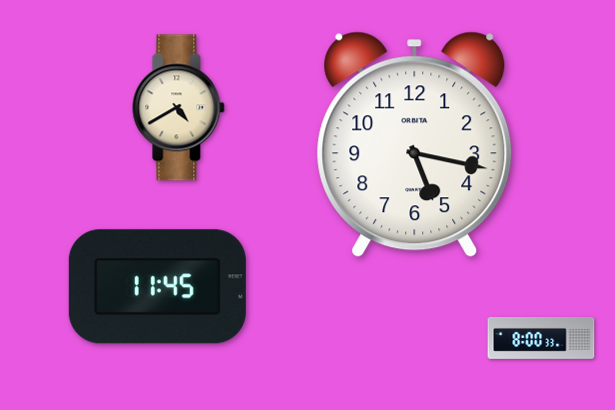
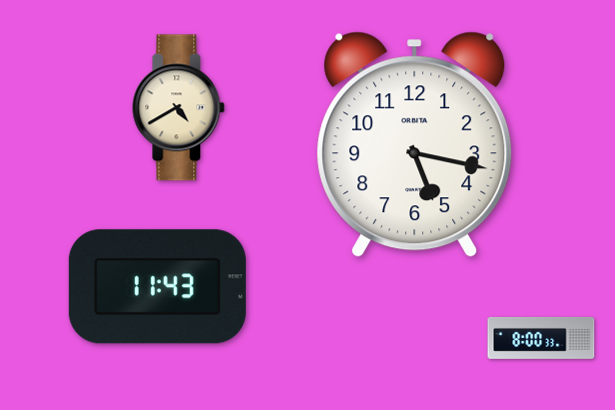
clock at (157, 287): 11:45 -> 11:43
